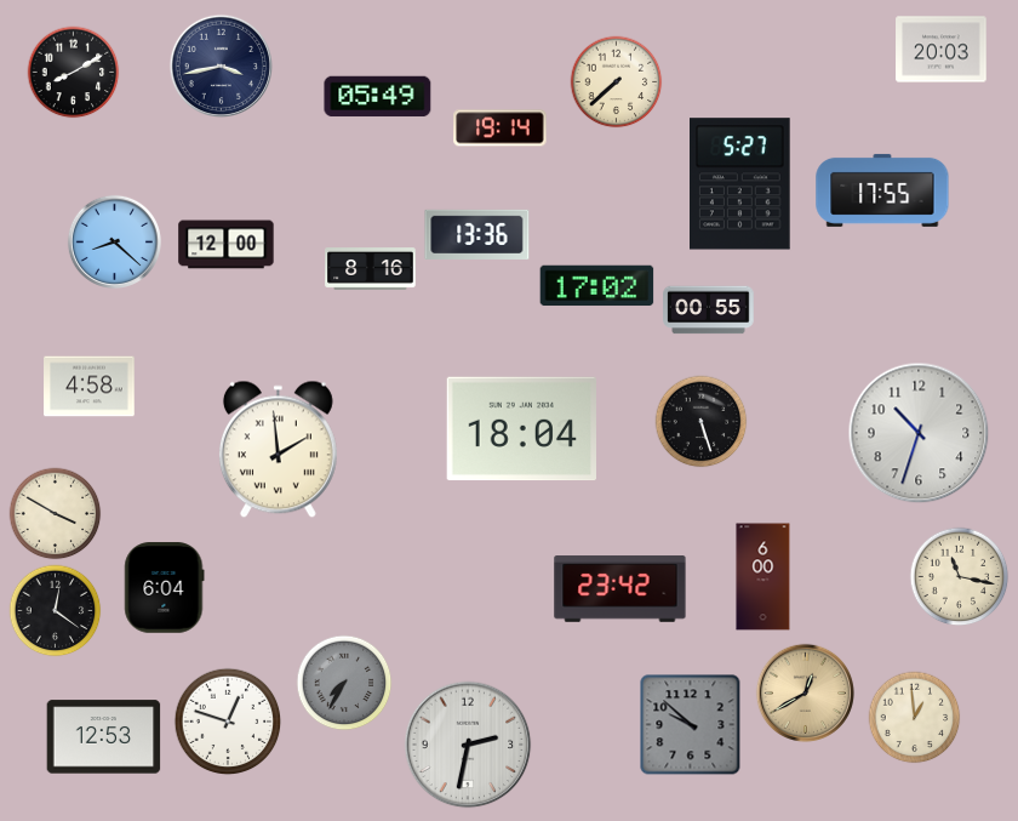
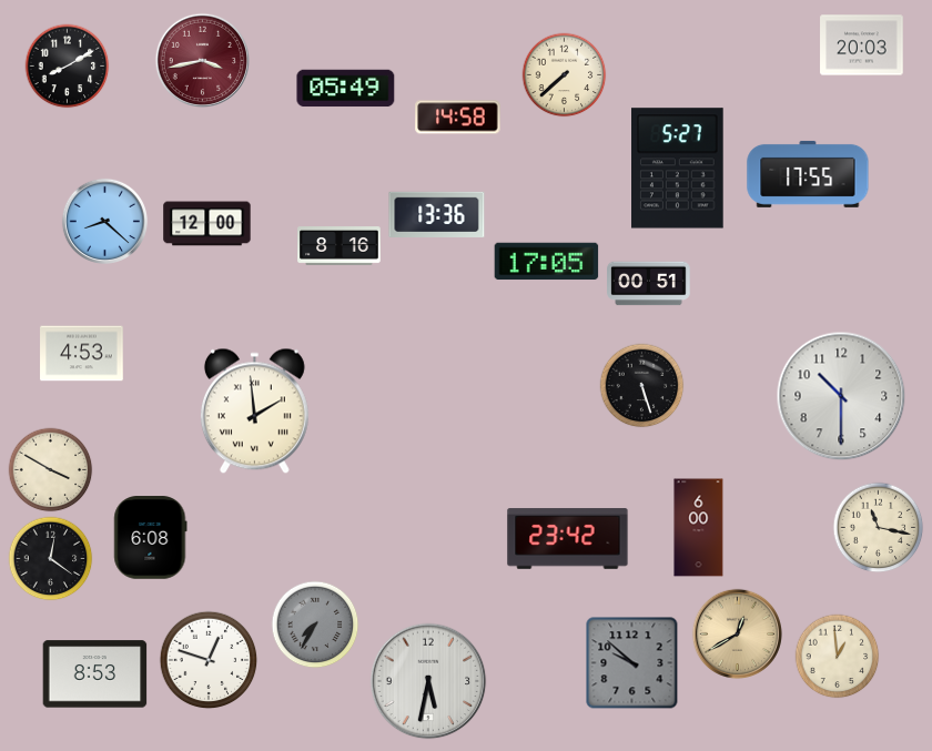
clock at (221, 65) dial: navy -> burgundy
clock at (501, 129): 19:14 -> 14:58
clock at (597, 286): 17:02 -> 17:05
clock at (709, 310): 00:55 -> 00:51
clock at (90, 387): 4:58 -> 4:53
clock at (521, 429): 18:04 -> none
clock at (919, 433): 10:33 -> 10:30
clock at (165, 588): 6:04 -> 6:08
clock at (104, 737): 12:53 -> 8:53
clock at (468, 745): 2:32 -> 5:32
